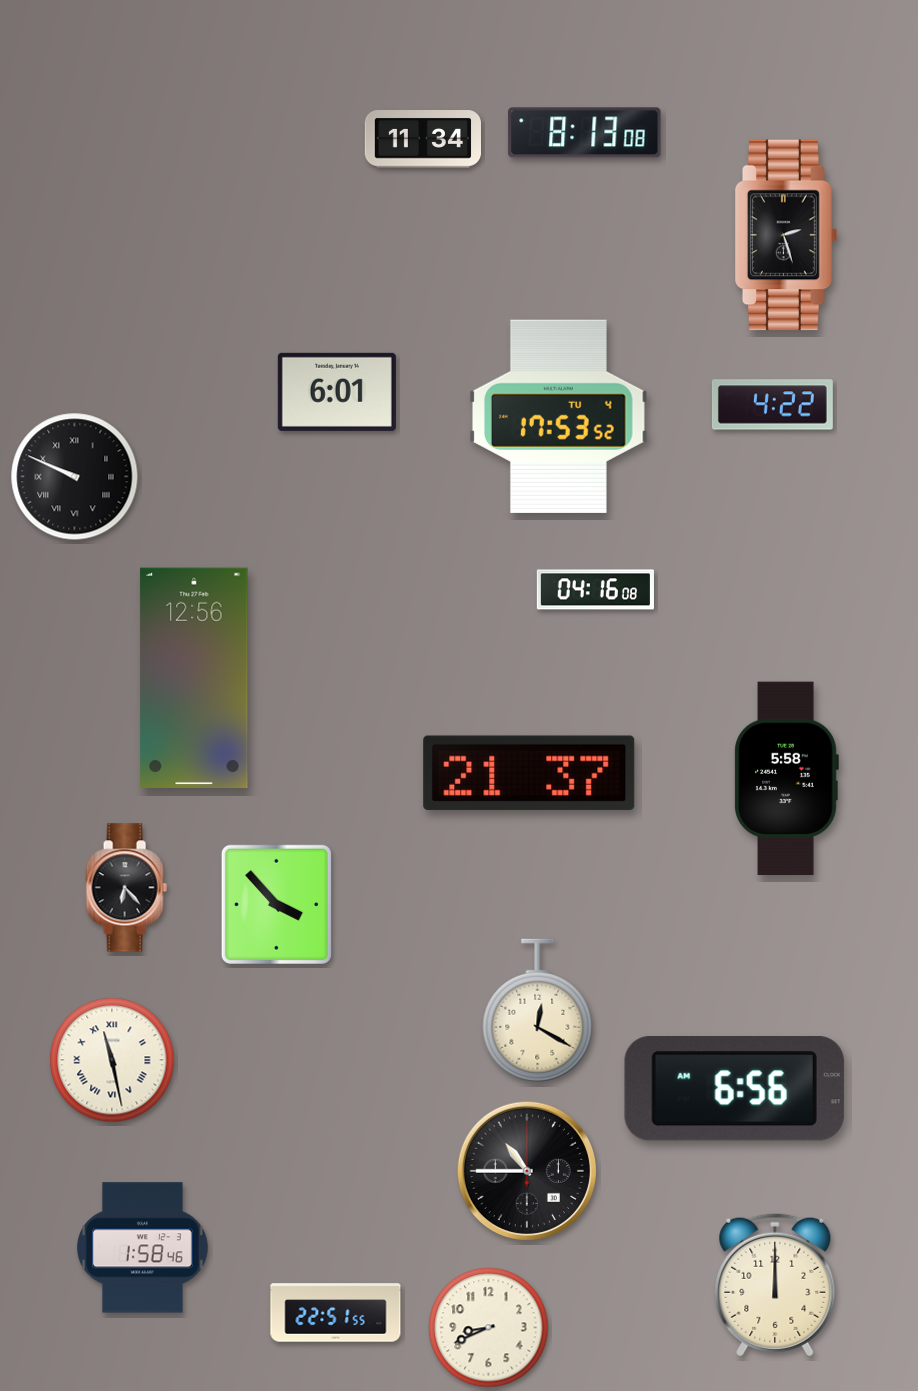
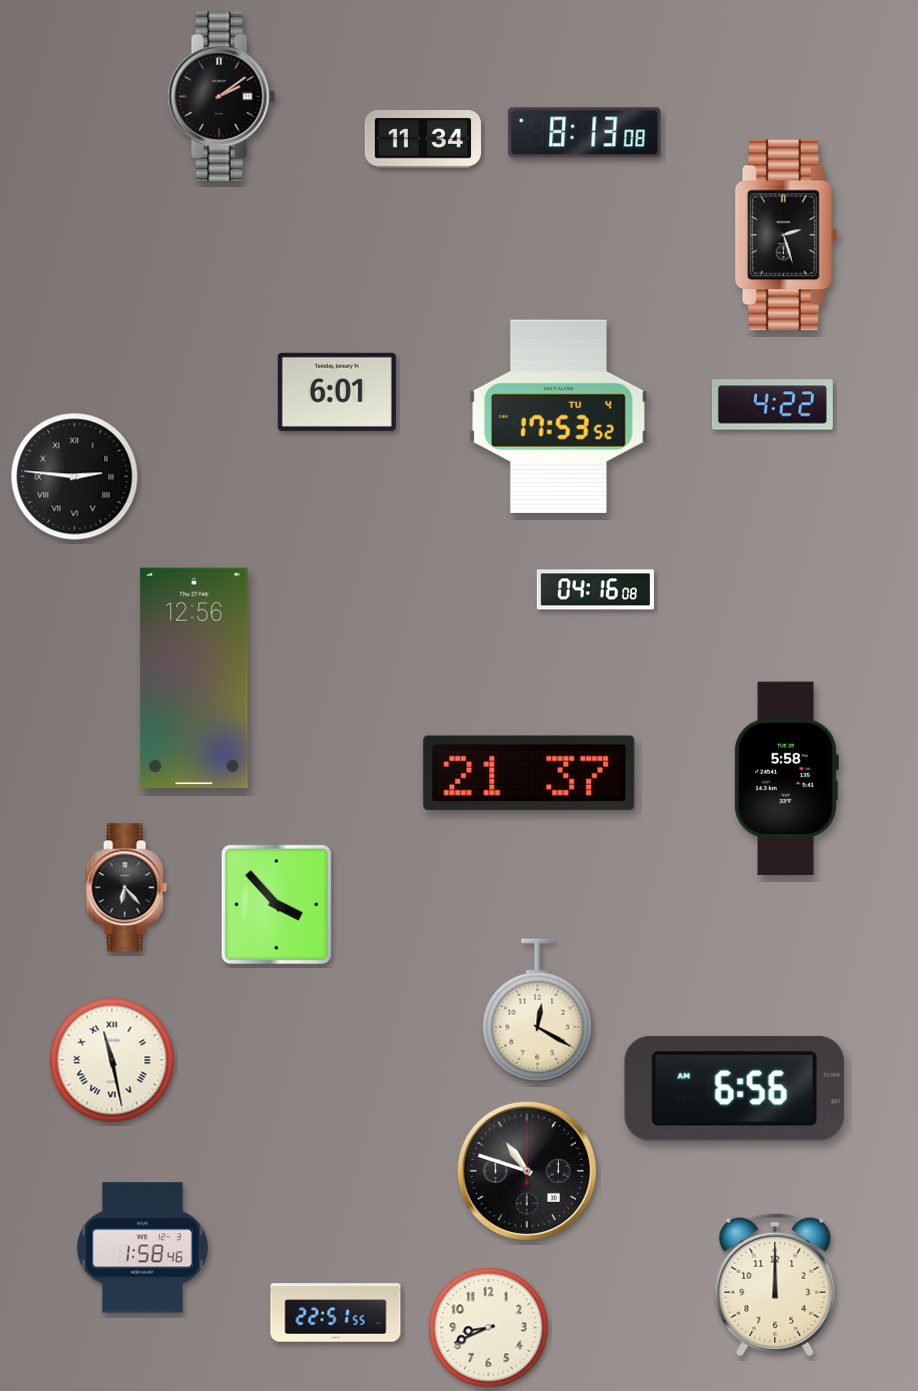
clock at (221, 96): none -> 2:09
clock at (75, 477): 9:49 -> 2:46
clock at (527, 1171): 10:45 -> 10:48
